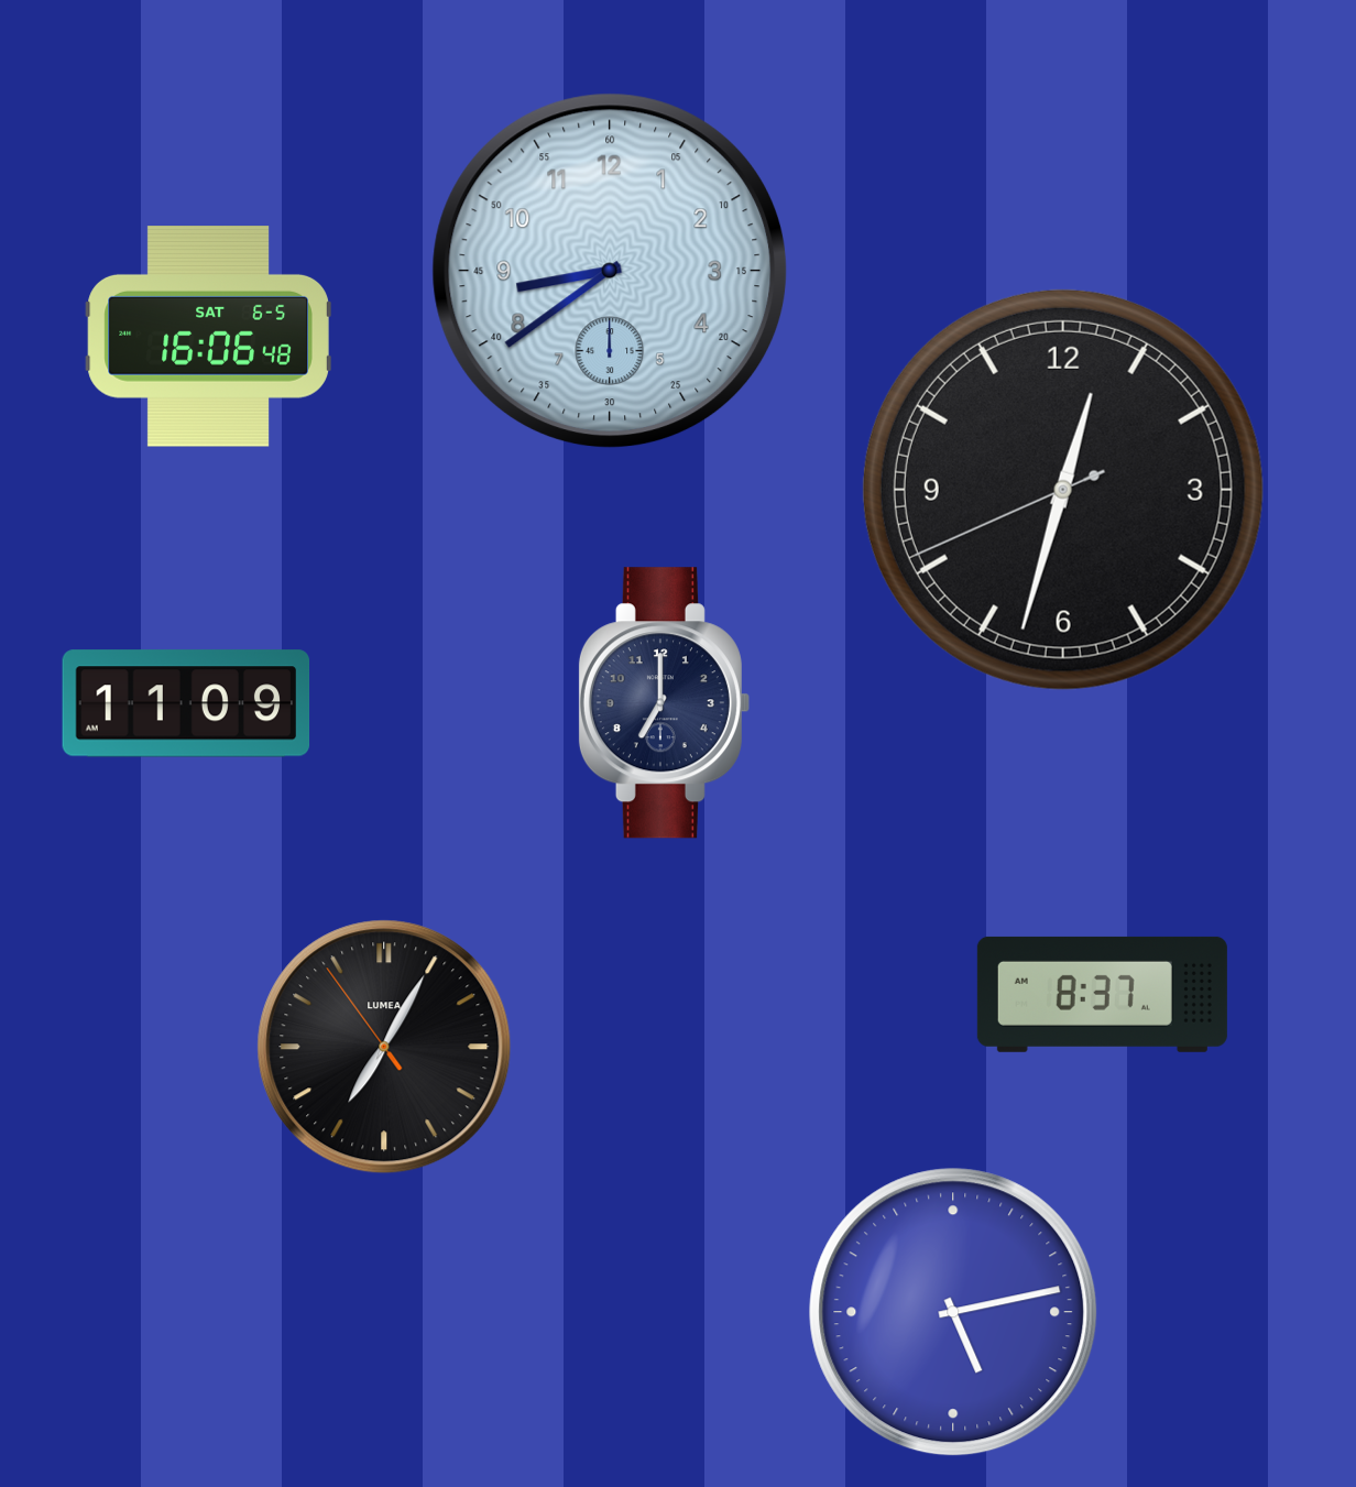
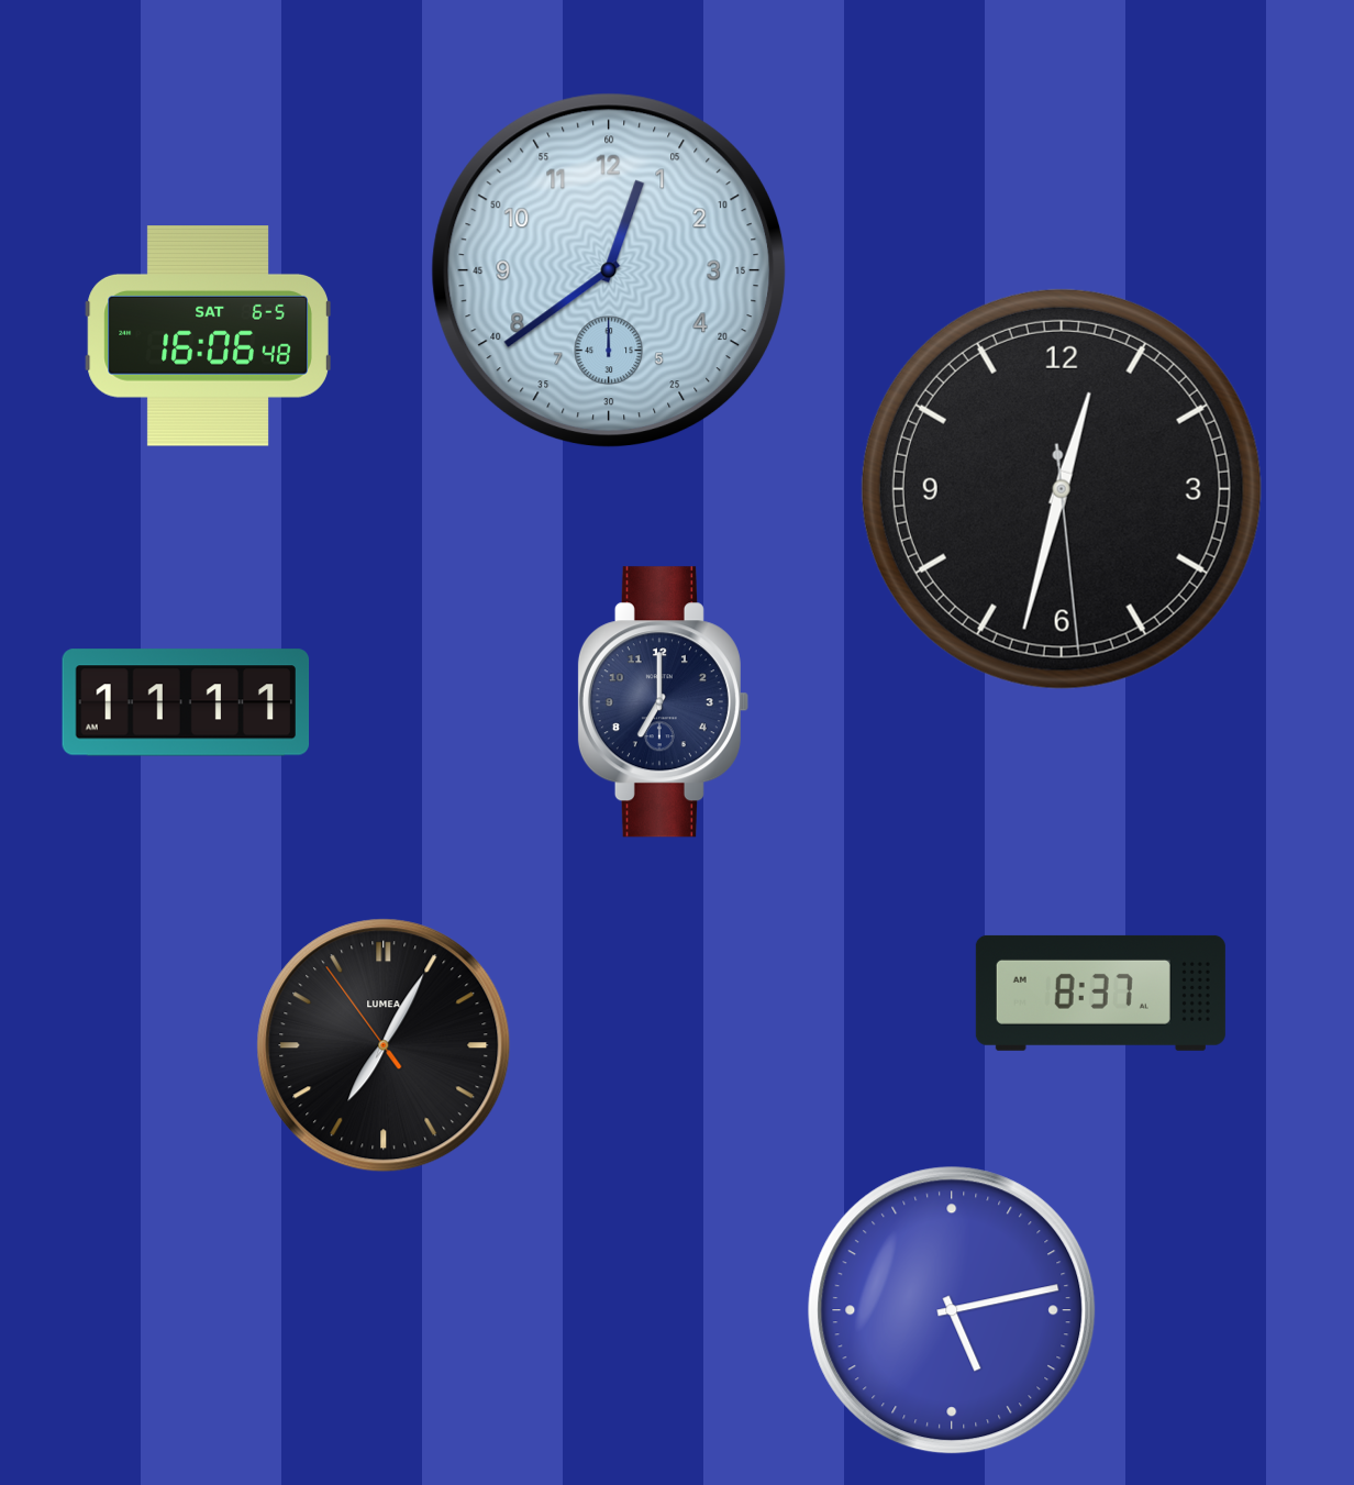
clock at (610, 271): 8:39 -> 12:39
clock at (1063, 490): 12:32:41 -> 12:32:29
clock at (186, 703): 11:09 -> 11:11
